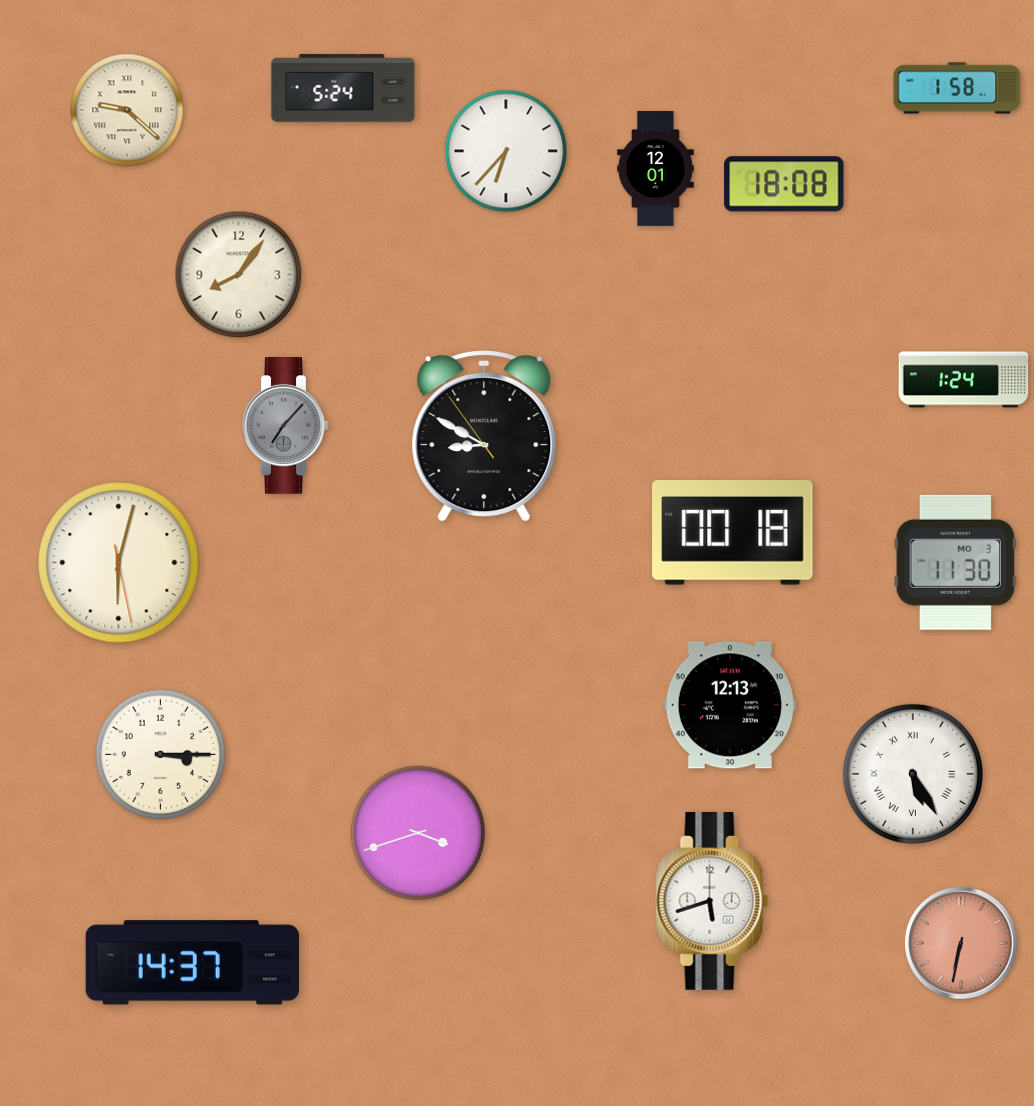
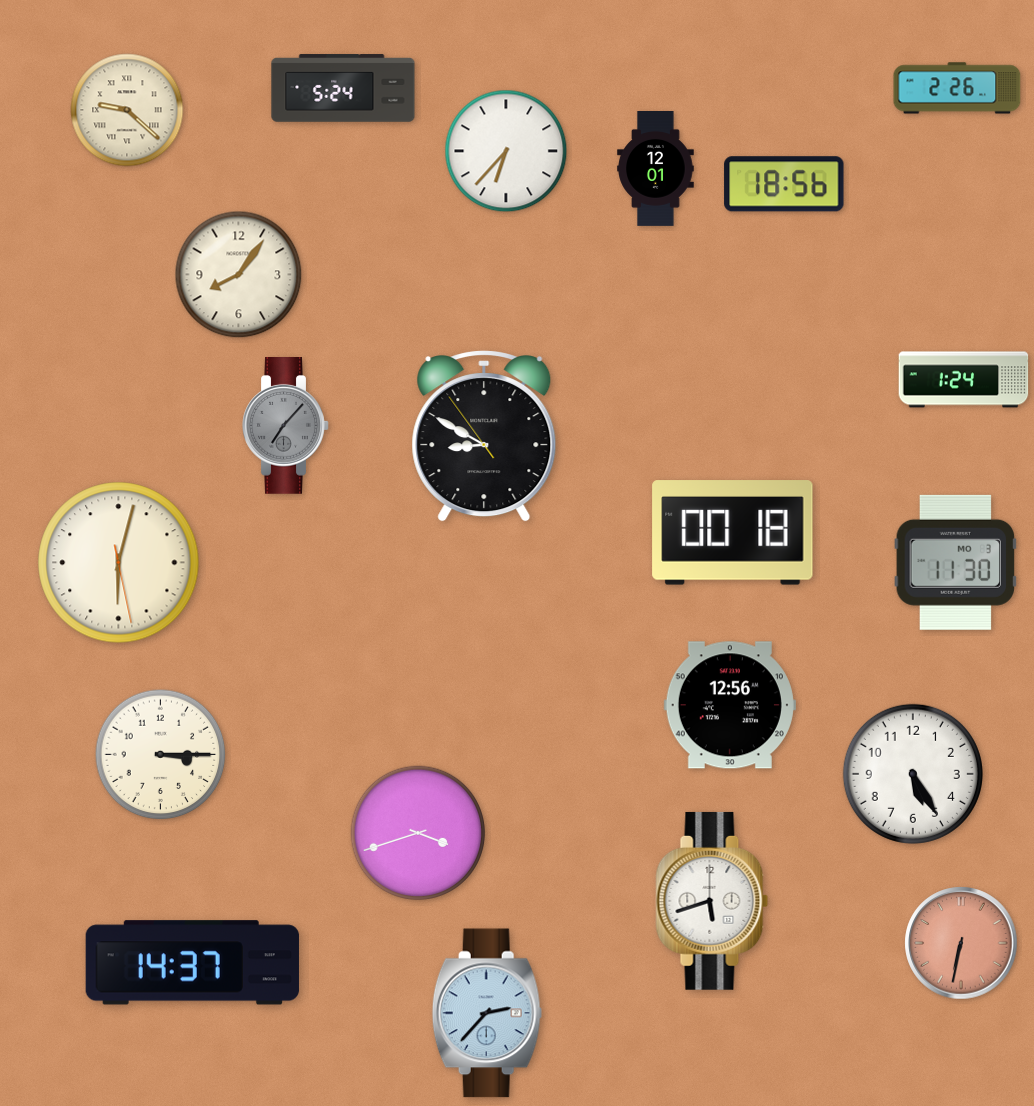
clock at (957, 88): 1:58 -> 2:26
clock at (784, 184): 18:08 -> 18:56
clock at (730, 705): 12:13 -> 12:56
clock at (913, 774) numerals: Roman -> Arabic
clock at (487, 1013): none -> 2:37
